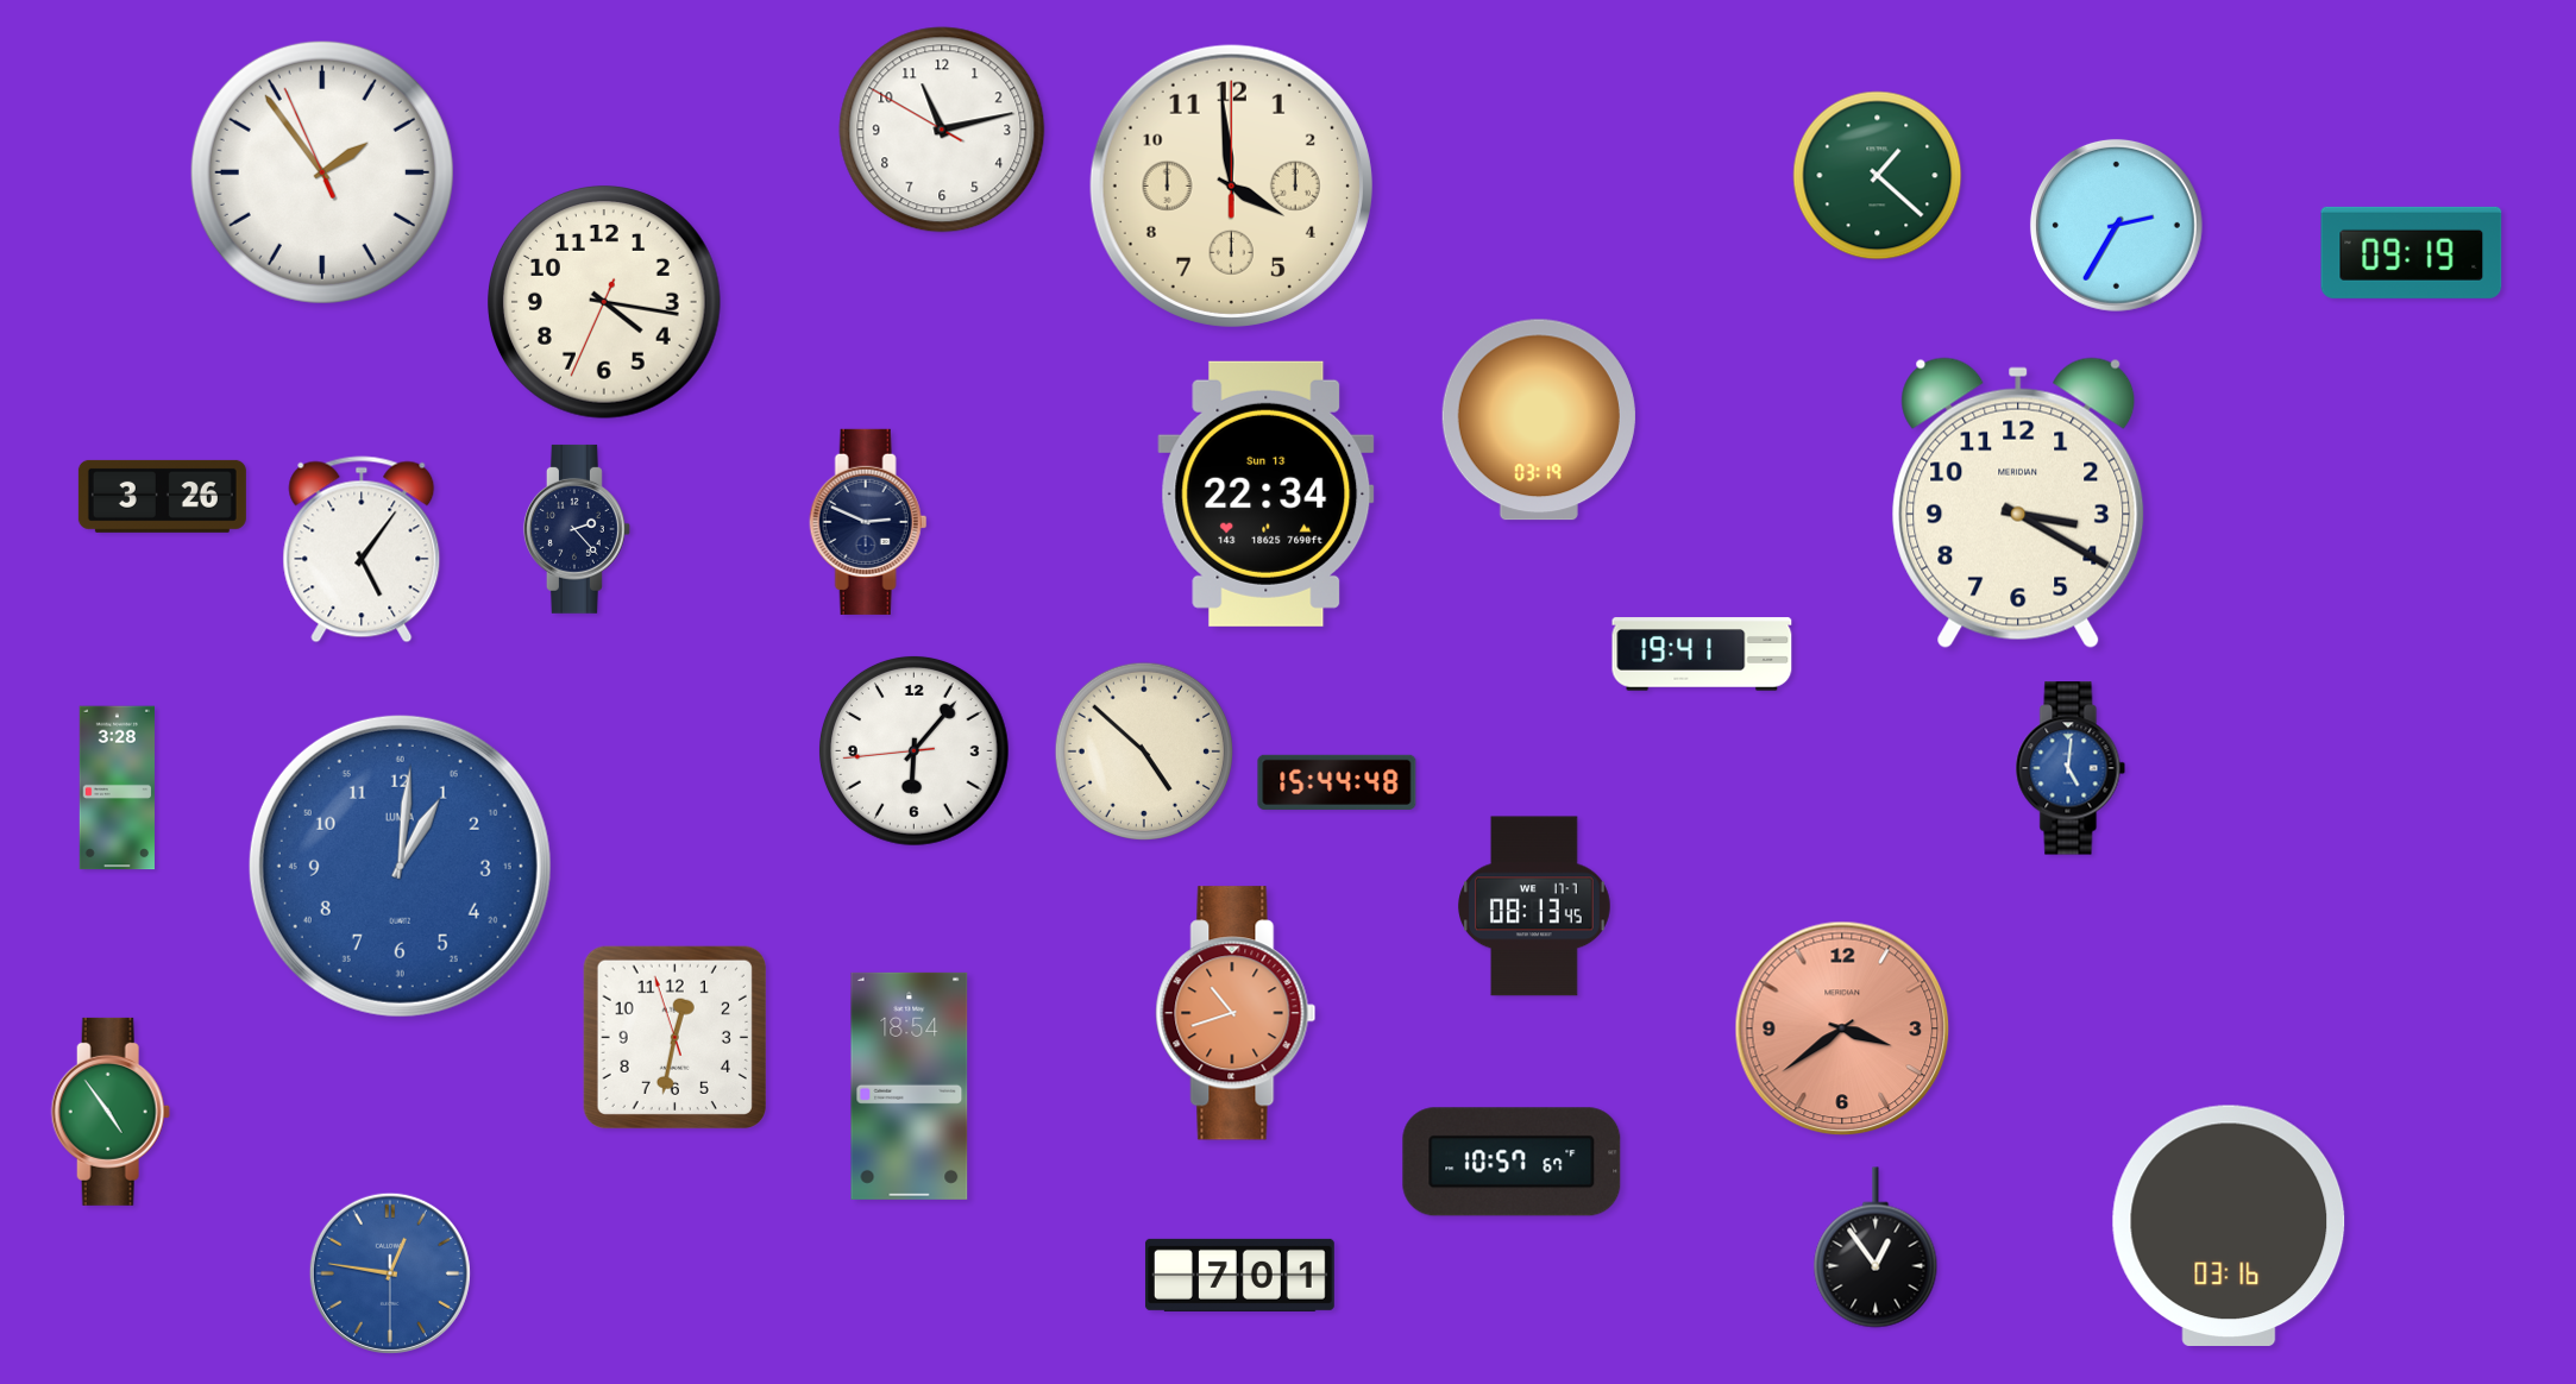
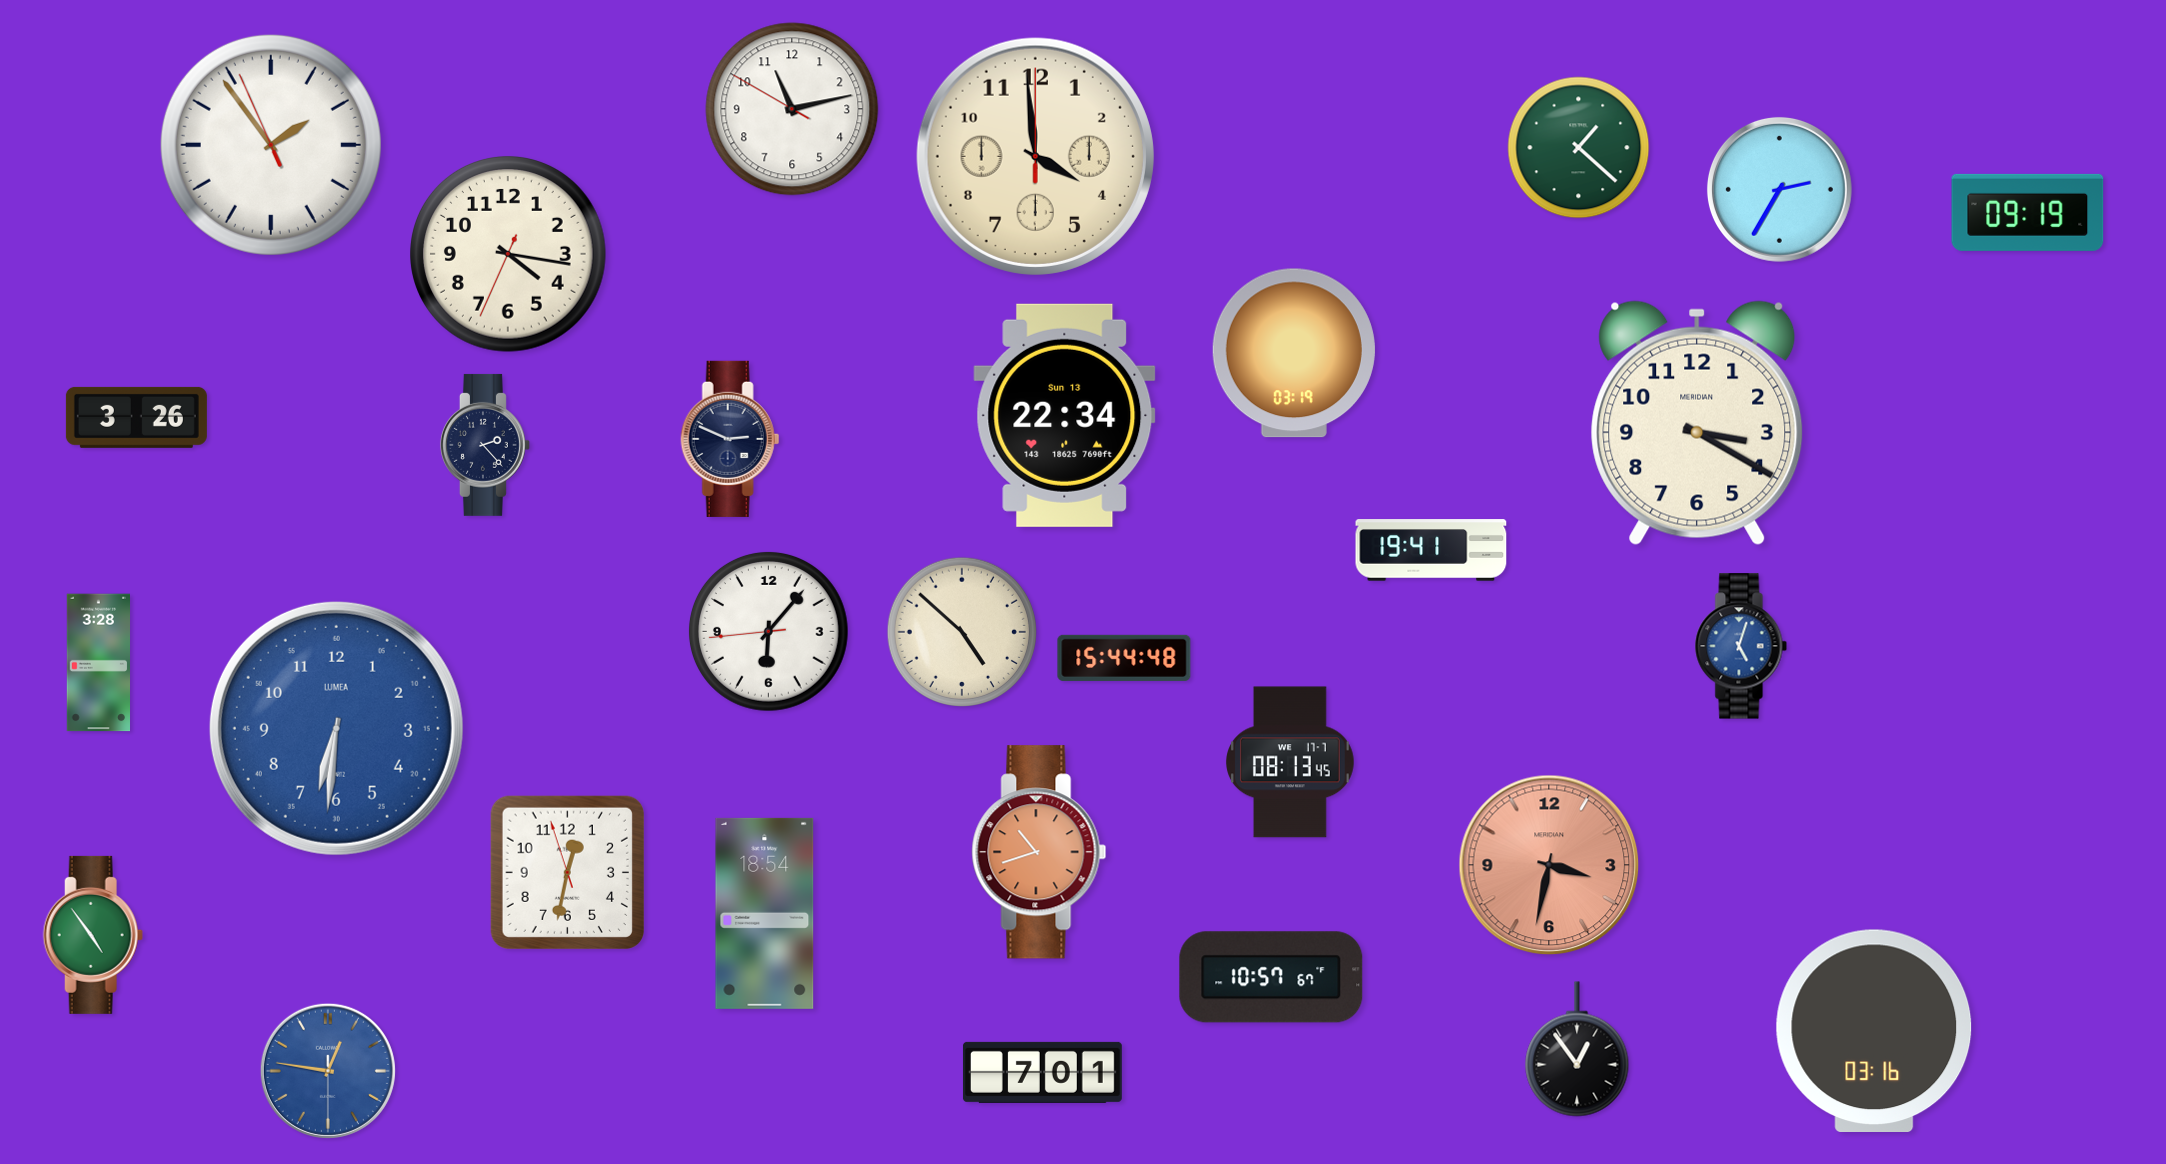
clock at (362, 549): 5:06 -> none
clock at (2071, 768): 5:01 -> 5:03
clock at (400, 866): 1:01 -> 6:31
clock at (1842, 1028): 3:39 -> 3:32
